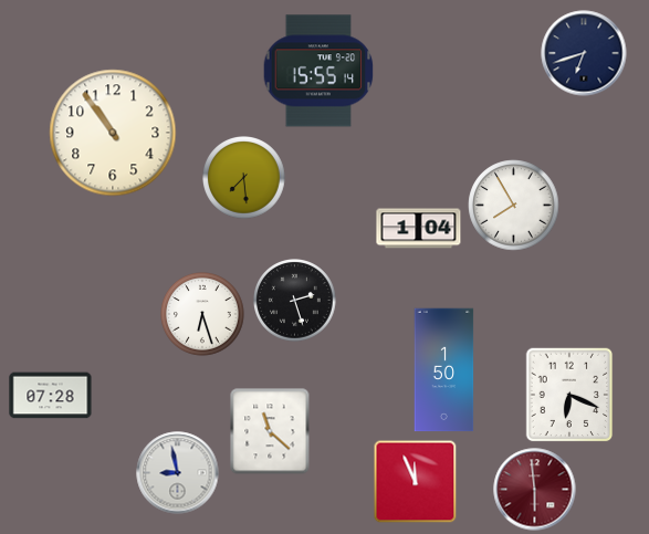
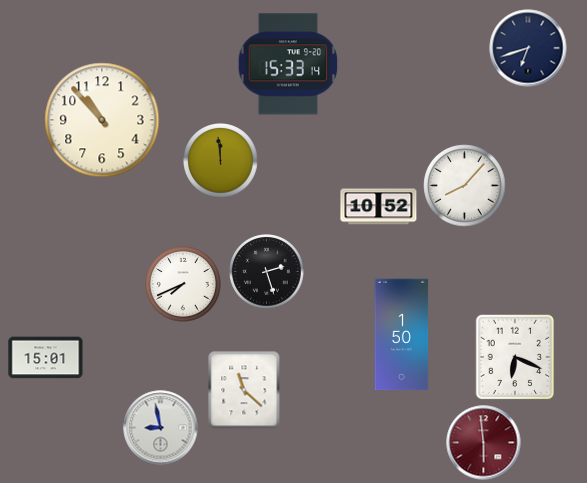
clock at (318, 71): 15:55 -> 15:33
clock at (113, 133): 10:54 -> 10:53
clock at (244, 178): 7:29 -> 11:59
clock at (514, 206): 7:55 -> 8:07
clock at (419, 229): 1:04 -> 10:52
clock at (202, 314): 6:27 -> 7:41
clock at (51, 396): 07:28 -> 15:01
clock at (416, 482): 11:56 -> none
